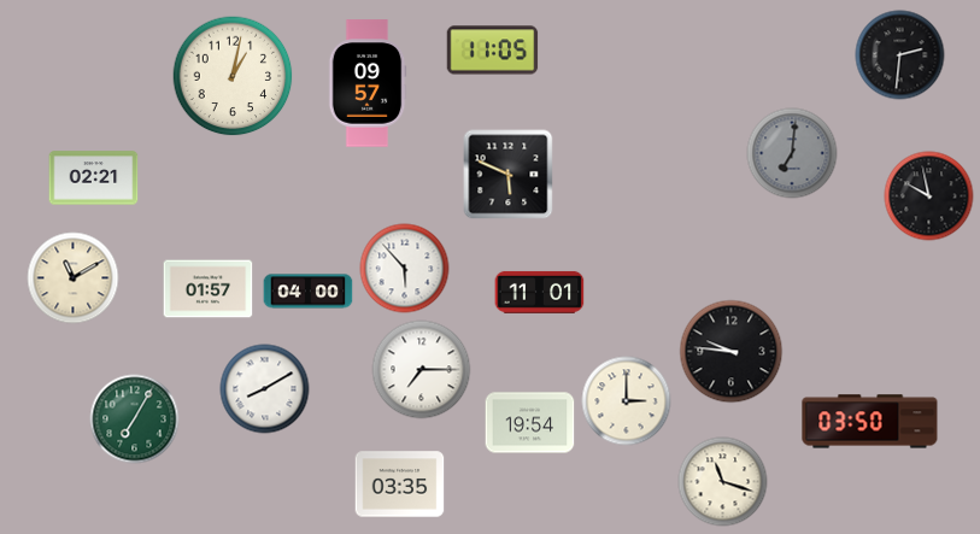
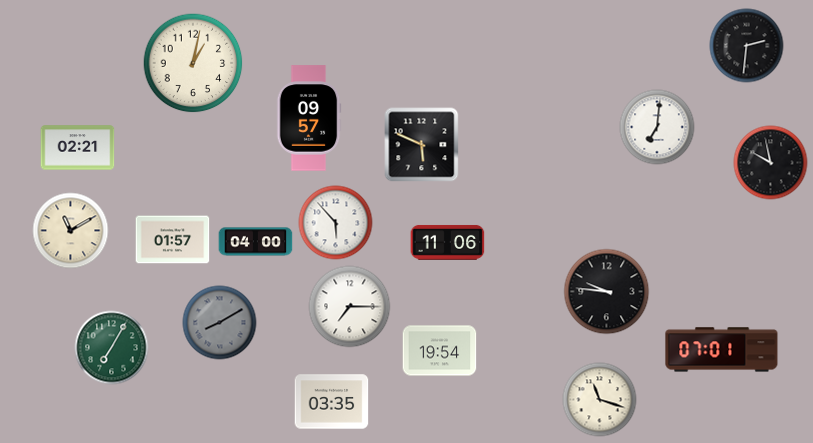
clock at (493, 51): 11:05 -> none
clock at (368, 83) position: (368, 83) -> (309, 118)
clock at (792, 153) dial: grey -> white
clock at (74, 278) position: (74, 278) -> (71, 231)
clock at (540, 292): 11:01 -> 11:06
clock at (265, 389) dial: white -> grey
clock at (627, 401): 3:00 -> none
clock at (870, 422): 03:50 -> 07:01
